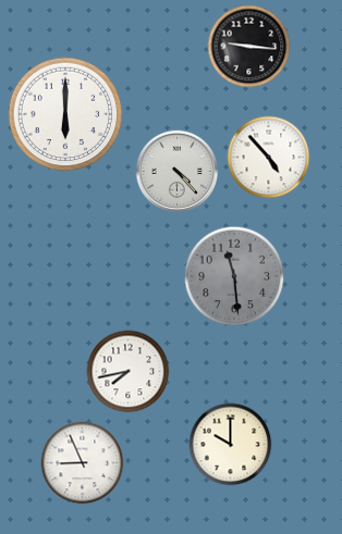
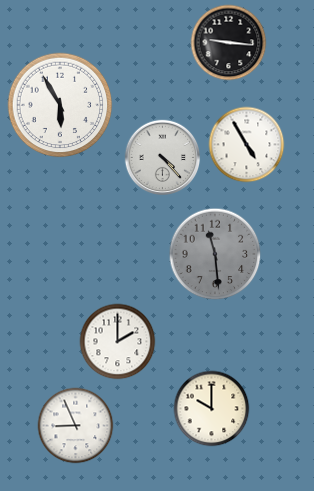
clock at (65, 114): 6:00 -> 5:55
clock at (269, 158): 4:53 -> 4:55
clock at (129, 372): 7:43 -> 2:00
